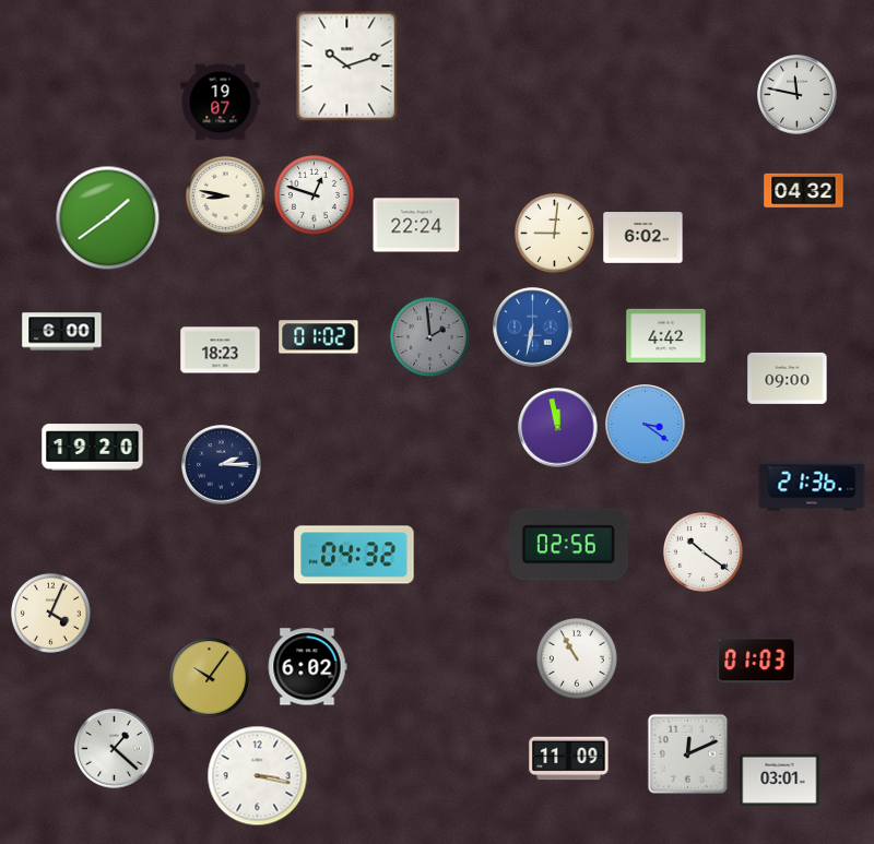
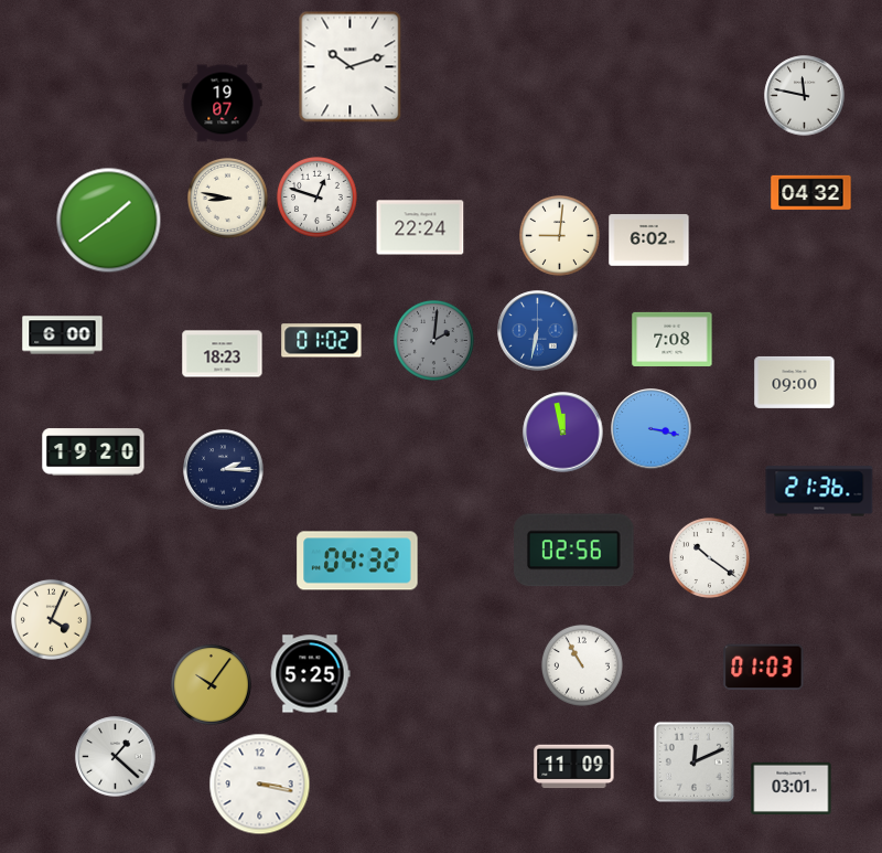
clock at (666, 335): 4:42 -> 7:08
clock at (429, 336): 1:59 -> 2:01
clock at (646, 425): 3:21 -> 3:17
clock at (307, 667): 6:02 -> 5:25
clock at (780, 780) position: (780, 780) -> (792, 788)
